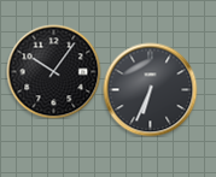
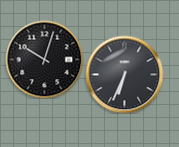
clock at (53, 71): 10:06 -> 10:03
